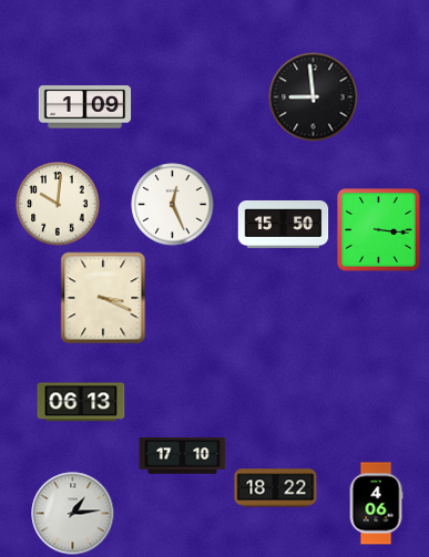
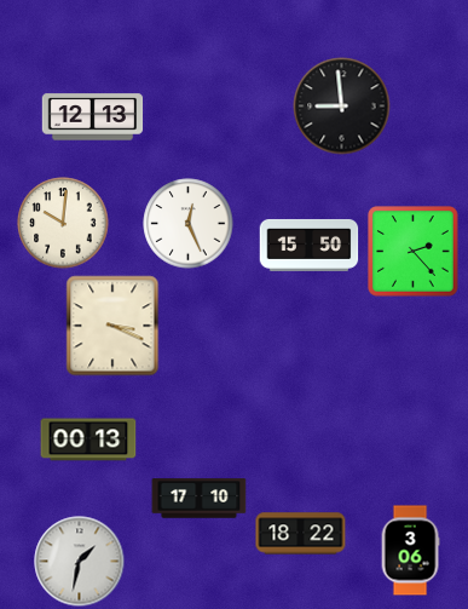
clock at (85, 107): 1:09 -> 12:13
clock at (379, 230): 3:16 -> 2:23
clock at (81, 402): 06:13 -> 00:13
clock at (376, 504): 4:06 -> 3:06
clock at (73, 514): 1:14 -> 1:32
